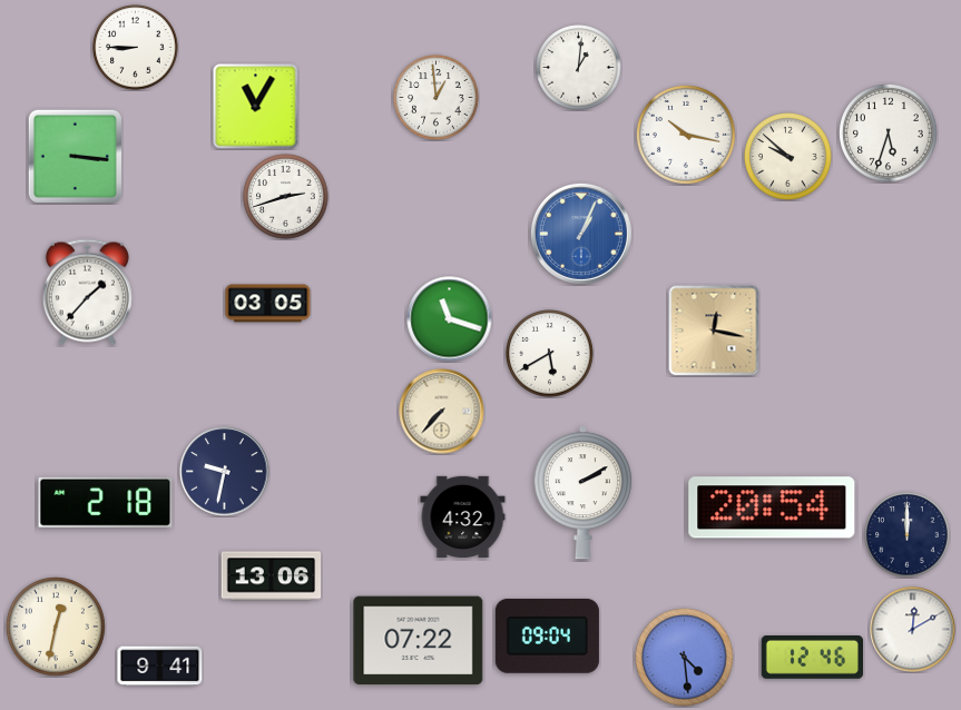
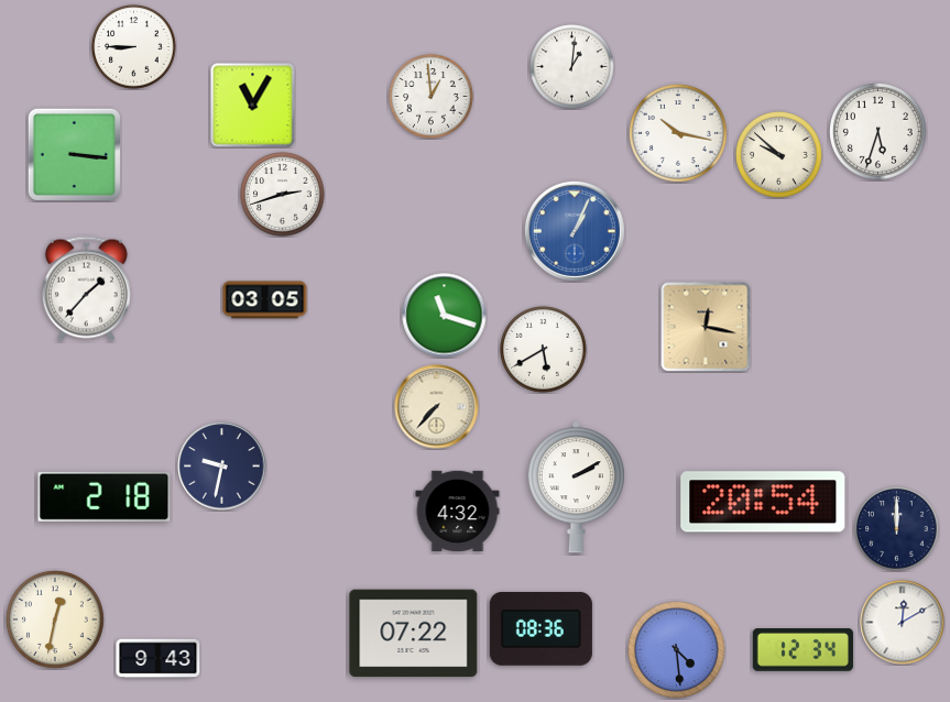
clock at (272, 576): 13:06 -> none
clock at (547, 635): 09:04 -> 08:36
clock at (812, 658): 12:46 -> 12:34
clock at (160, 667): 9:41 -> 9:43
